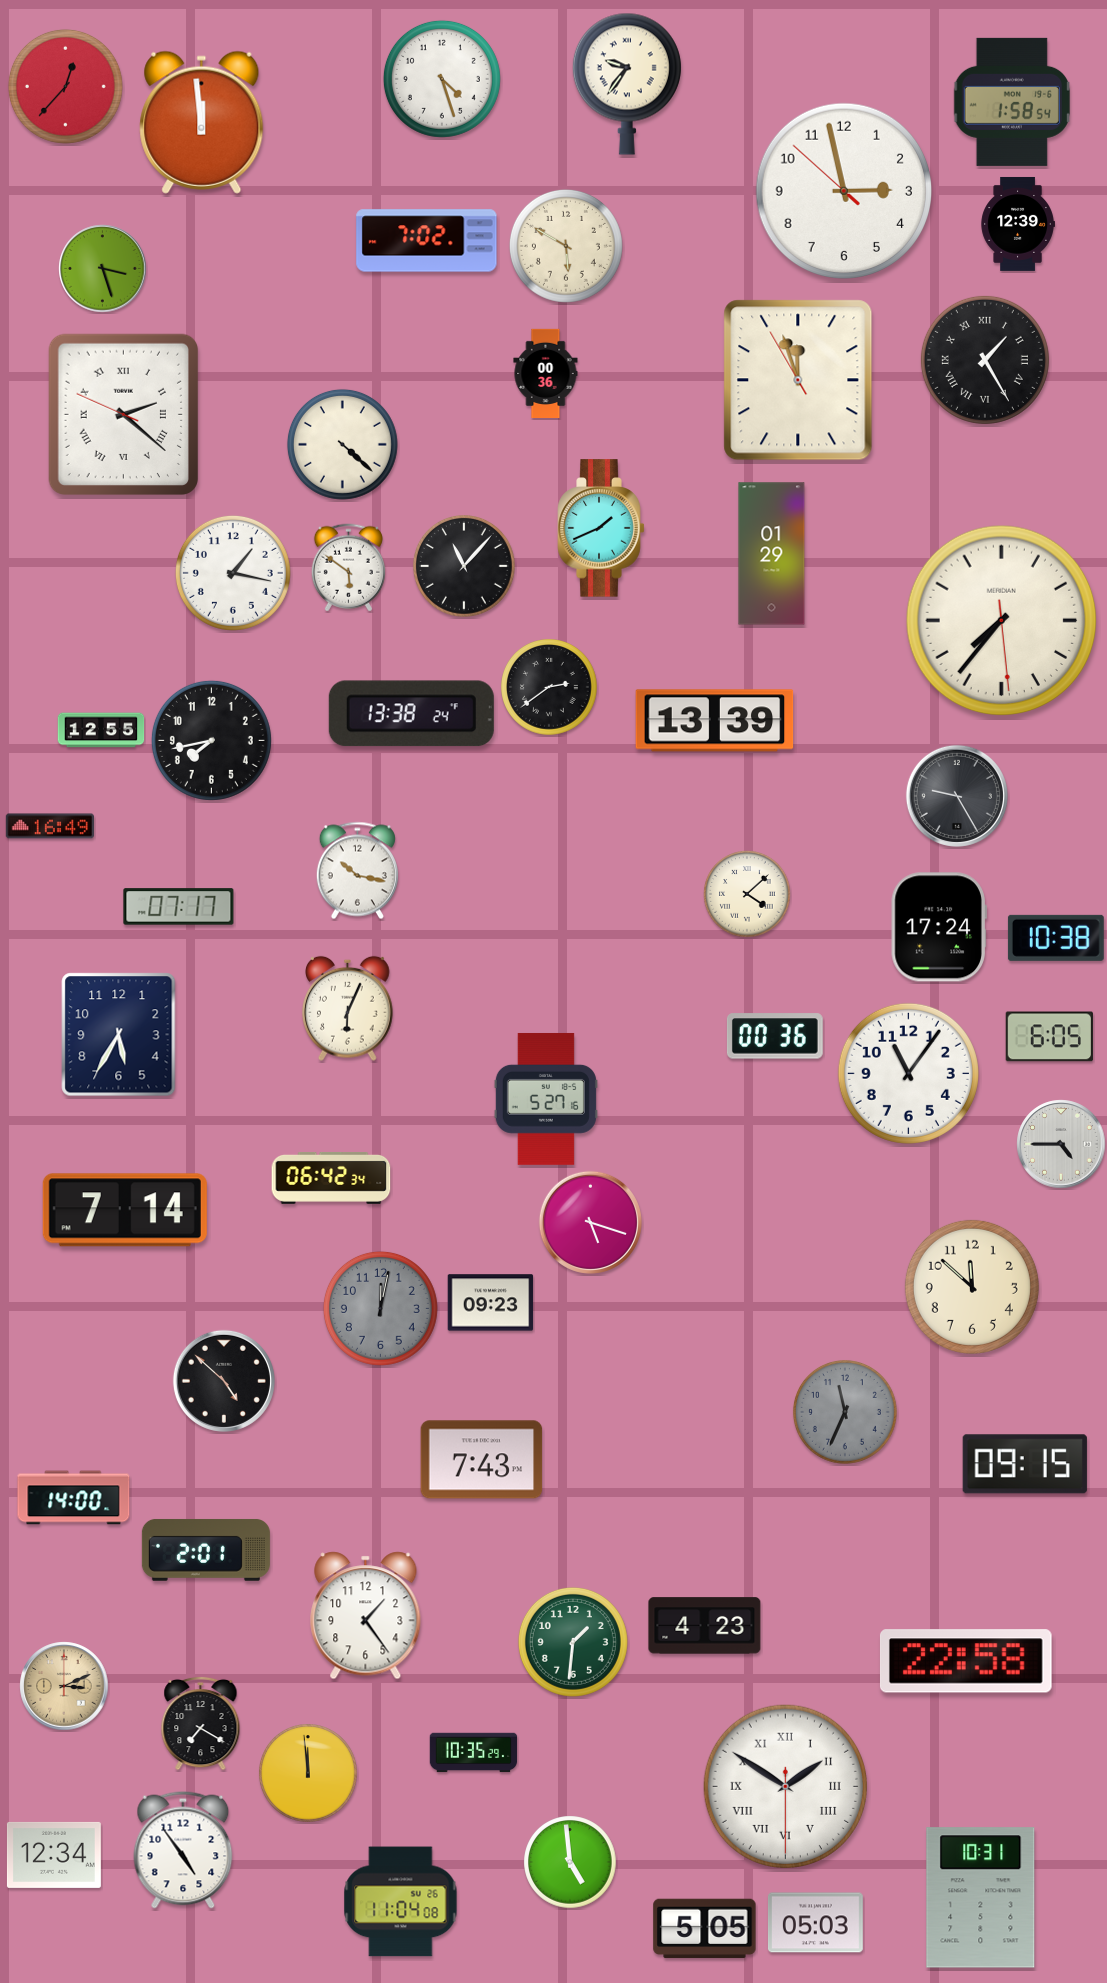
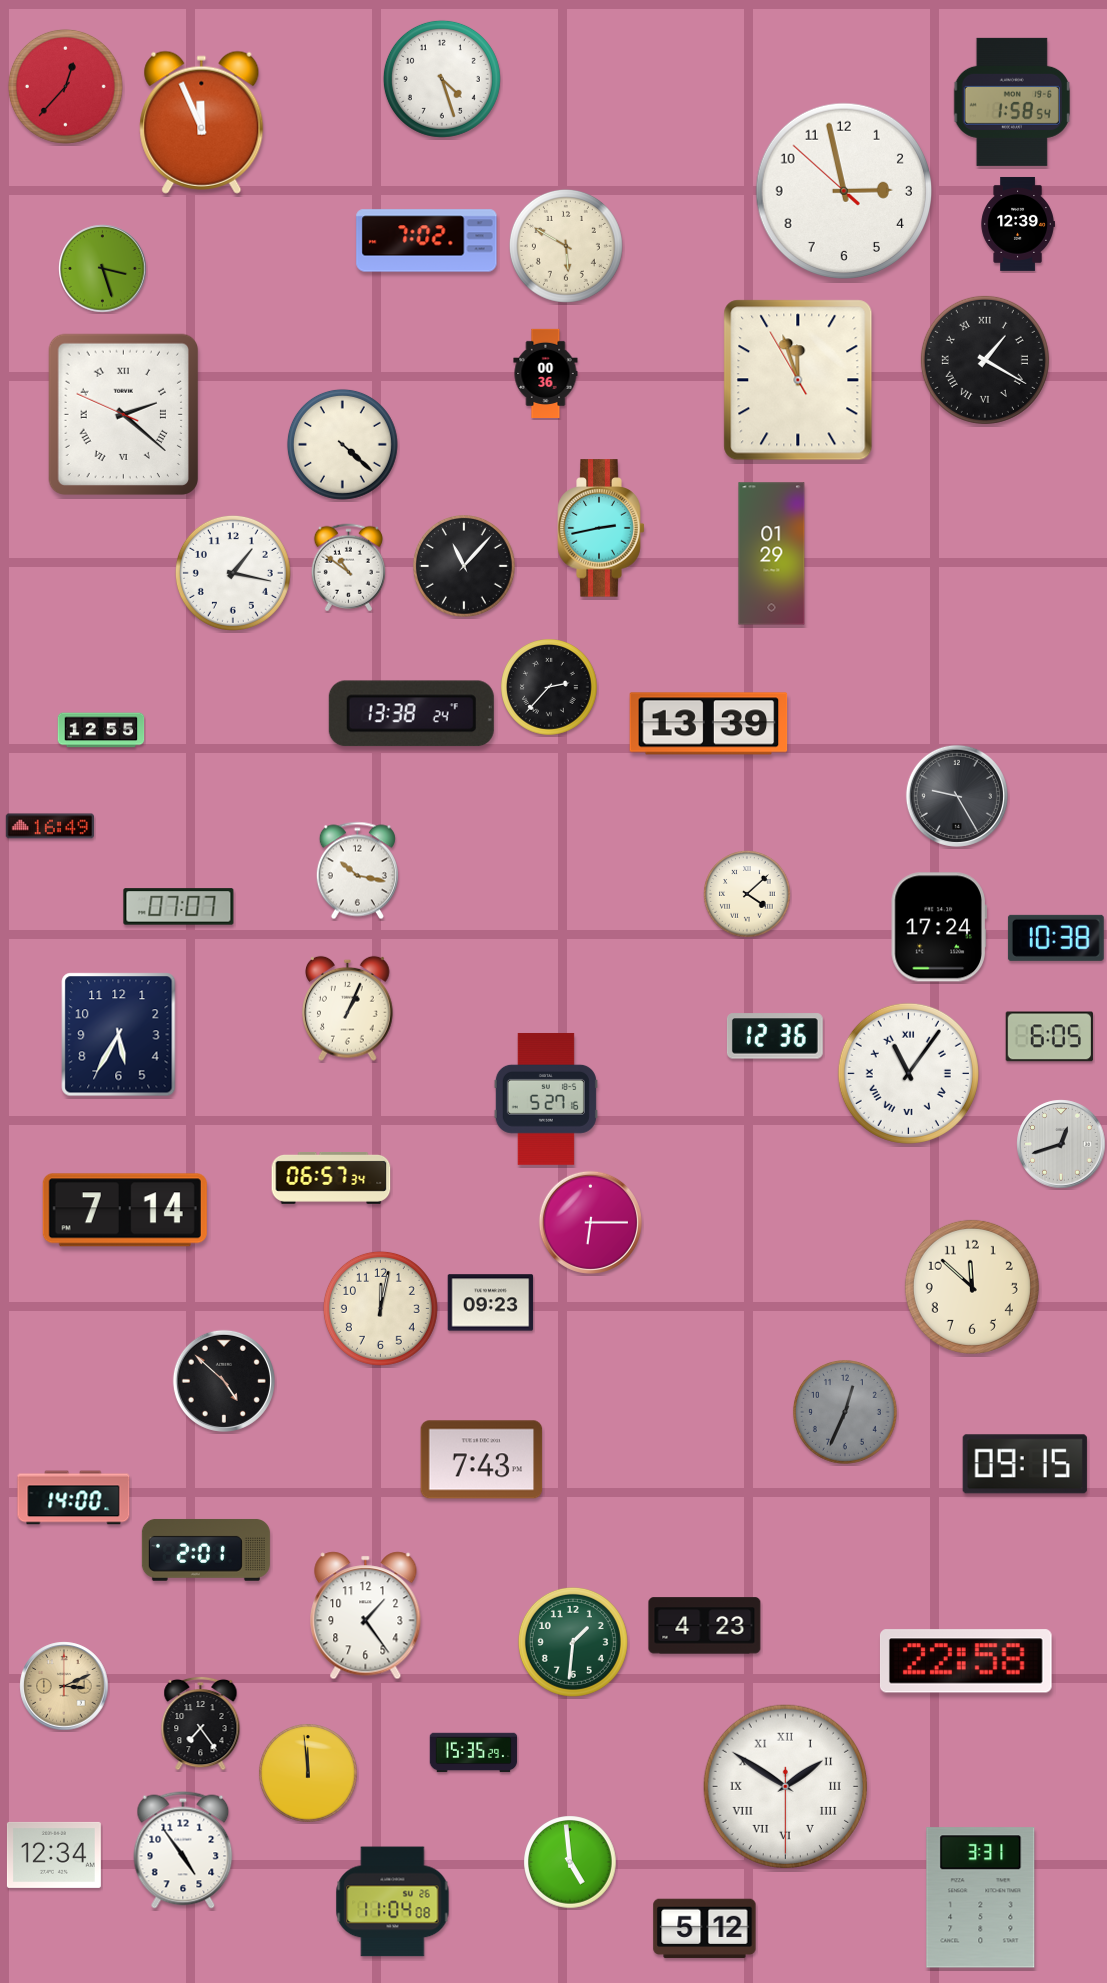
clock at (627, 84): 9:36 -> none
clock at (202, 122): 11:59 -> 11:56
clock at (985, 360): 1:25 -> 1:20
clock at (601, 528): 1:41 -> 2:43
clock at (348, 568): 5:51 -> 10:51
clock at (1002, 621): 7:36 -> none
clock at (549, 687): 2:39 -> 2:37
clock at (715, 721) position: (715, 721) -> (709, 724)
clock at (211, 740): 7:43 -> none
clock at (179, 907): 07:17 -> 07:07
clock at (348, 1008): 6:04 -> 1:04
clock at (775, 1036): 00:36 -> 12:36
clock at (908, 1073) numerals: Arabic -> Roman
clock at (1061, 1144): 4:45 -> 12:42
clock at (331, 1178): 06:42 -> 06:57
clock at (590, 1222): 5:18 -> 6:15
clock at (380, 1308) dial: grey -> cream
clock at (845, 1412): 11:34 -> 12:34
clock at (201, 1723): 7:20 -> 7:24
clock at (474, 1753): 10:35 -> 15:35
clock at (981, 1898): 10:31 -> 3:31
clock at (401, 1902) position: (401, 1902) -> (393, 1902)
clock at (815, 1923): 05:03 -> none
clock at (705, 1929): 5:05 -> 5:12
